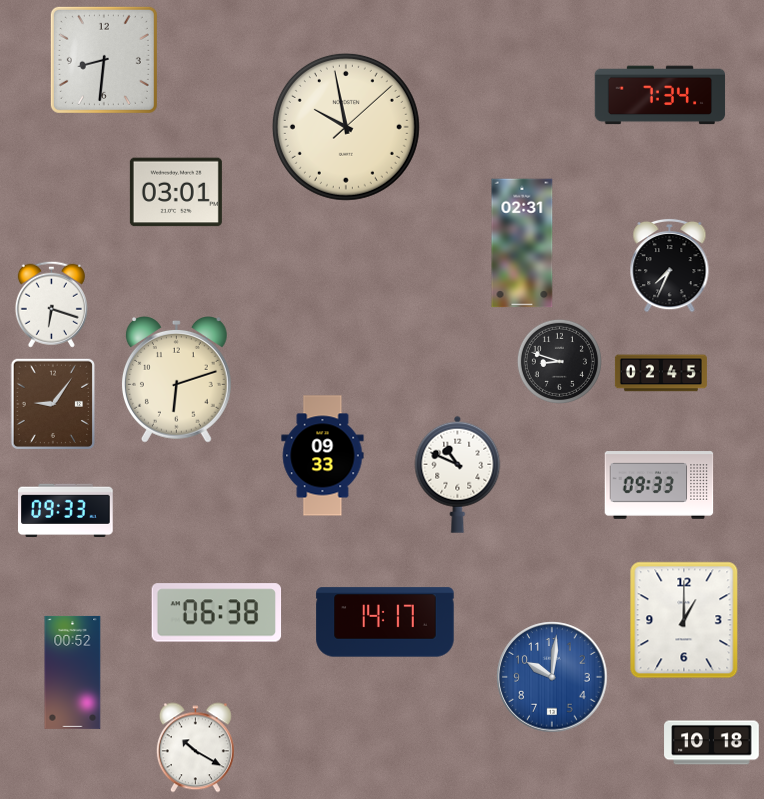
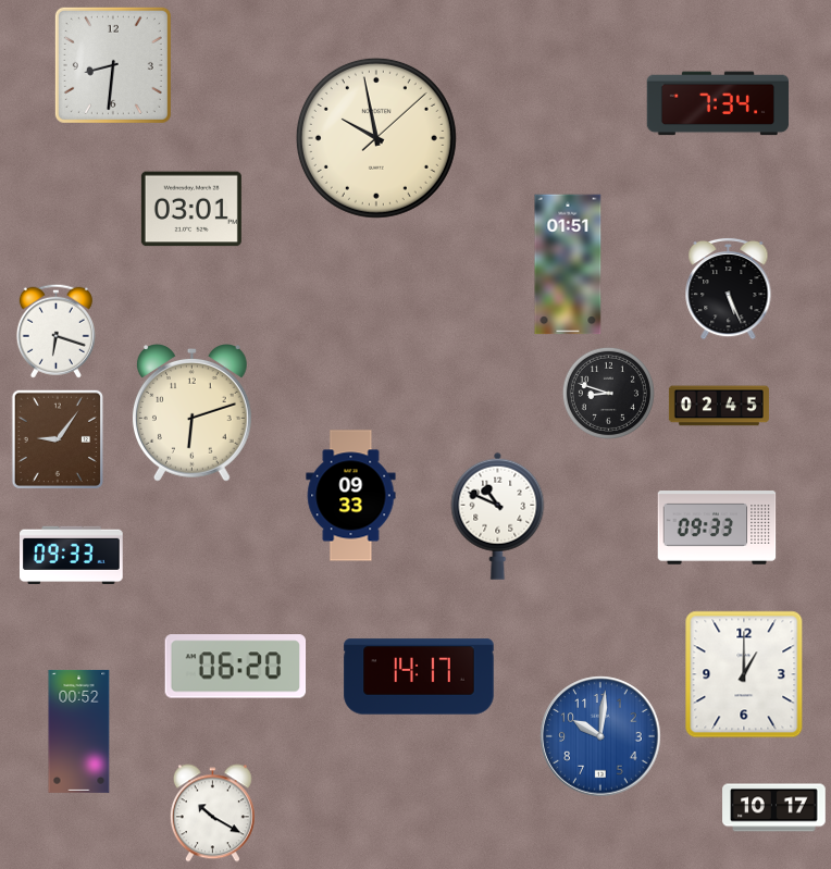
clock at (522, 243): 02:31 -> 01:51
clock at (670, 265): 7:34 -> 5:26
clock at (217, 613): 06:38 -> 06:20
clock at (712, 743): 10:18 -> 10:17
